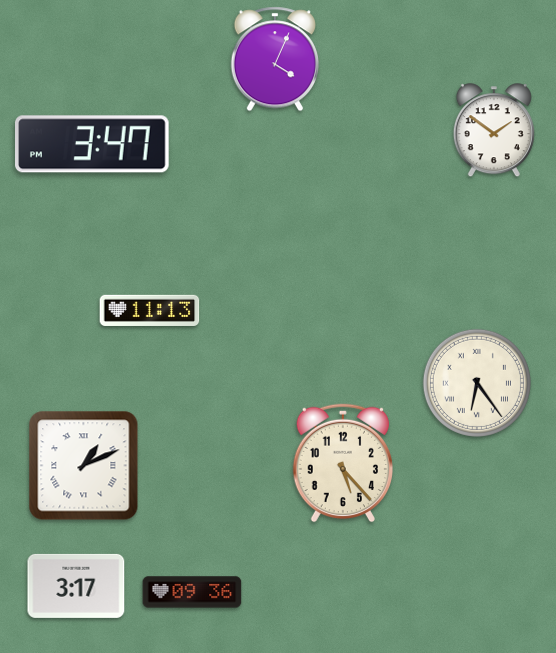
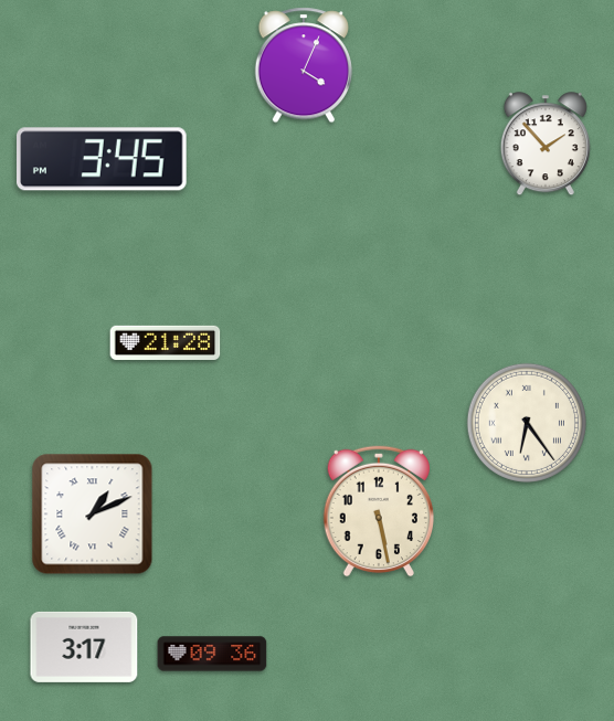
clock at (494, 131): 1:51 -> 1:53
clock at (93, 144): 3:47 -> 3:45
clock at (150, 310): 11:13 -> 21:28
clock at (342, 463): 5:23 -> 5:28
